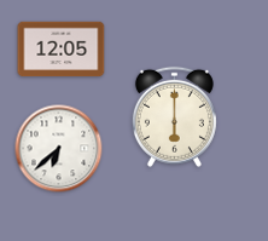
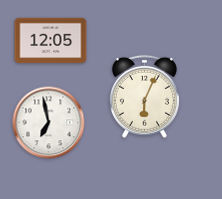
clock at (174, 116): 6:00 -> 6:04
clock at (59, 149): 6:38 -> 6:58
